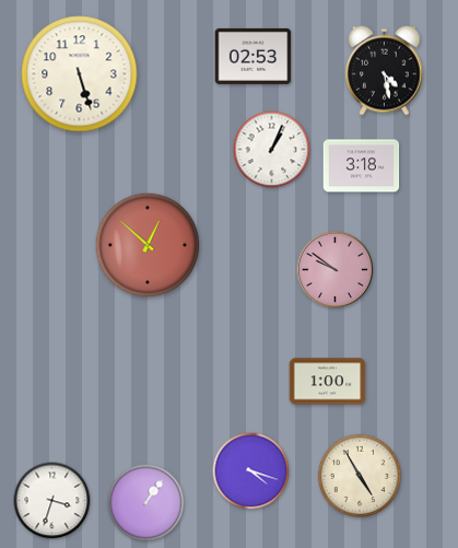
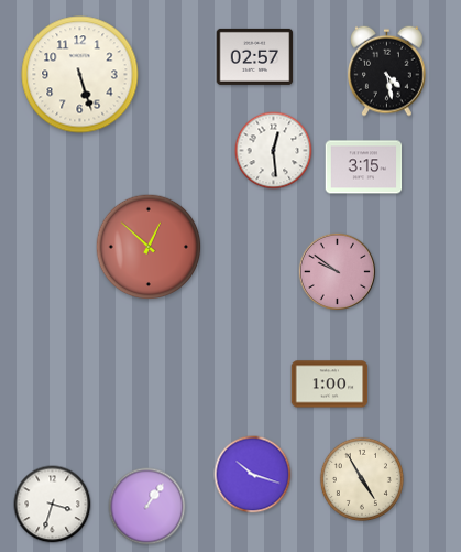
clock at (254, 56): 02:53 -> 02:57
clock at (272, 150): 1:04 -> 12:29
clock at (362, 166): 3:18 -> 3:15
clock at (251, 471): 4:18 -> 10:18
